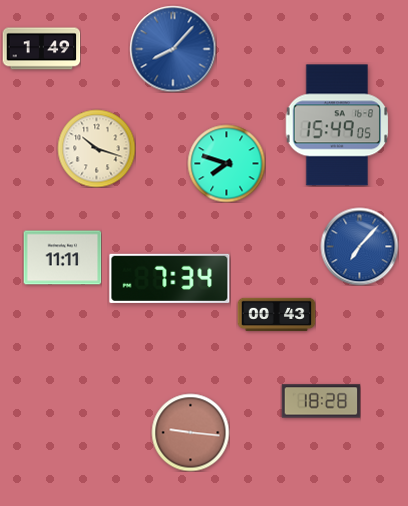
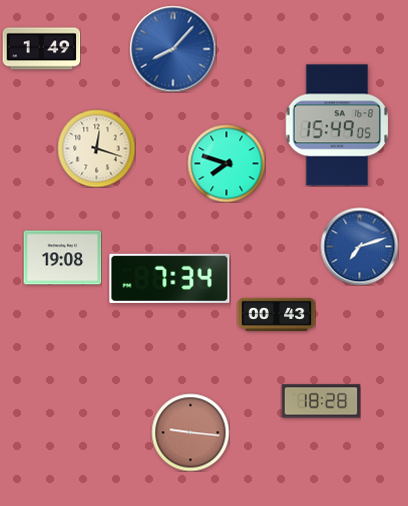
clock at (96, 148): 10:18 -> 12:18
clock at (359, 246): 7:07 -> 7:12
clock at (62, 258): 11:11 -> 19:08
